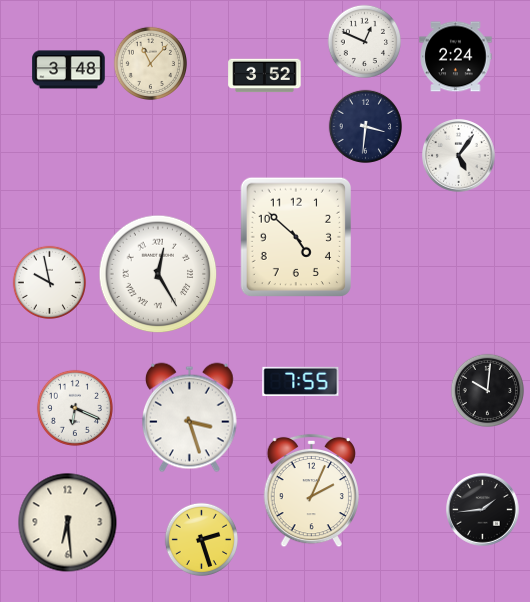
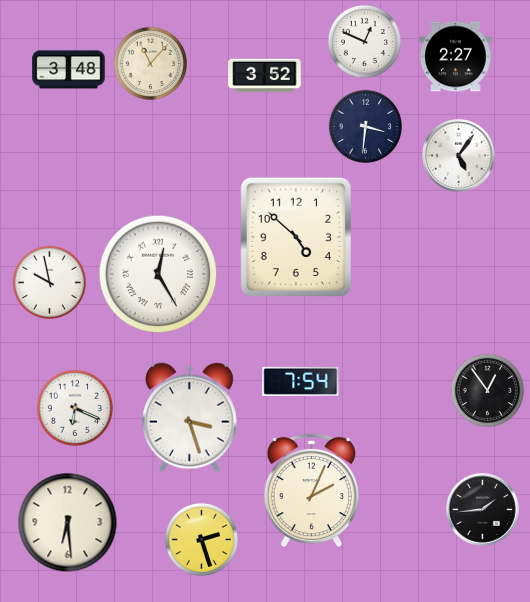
clock at (456, 57): 2:24 -> 2:27
clock at (301, 381): 7:55 -> 7:54
clock at (487, 390): 10:01 -> 12:54
